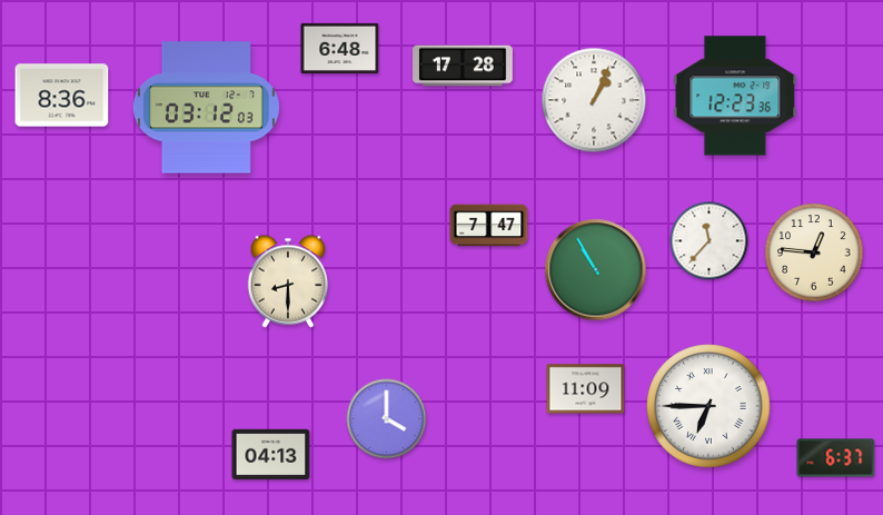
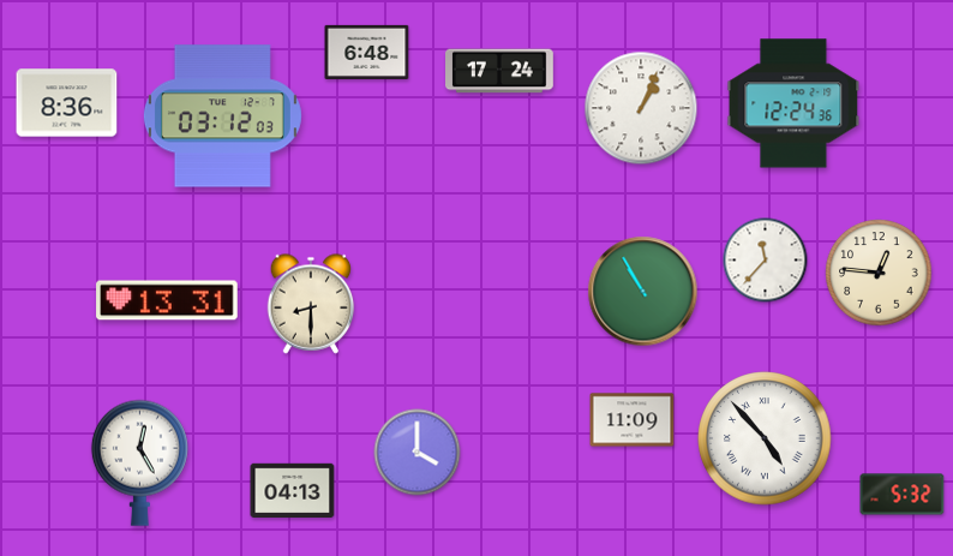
clock at (464, 66): 17:28 -> 17:24
clock at (735, 96): 12:23 -> 12:24
clock at (489, 226): 7:47 -> none
clock at (167, 300): none -> 13:31
clock at (708, 406): 6:45 -> 4:53
clock at (139, 462): none -> 12:25
clock at (836, 458): 6:37 -> 5:32
